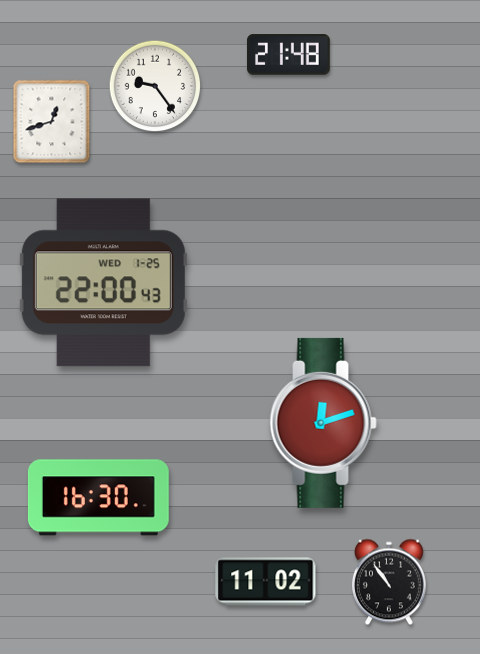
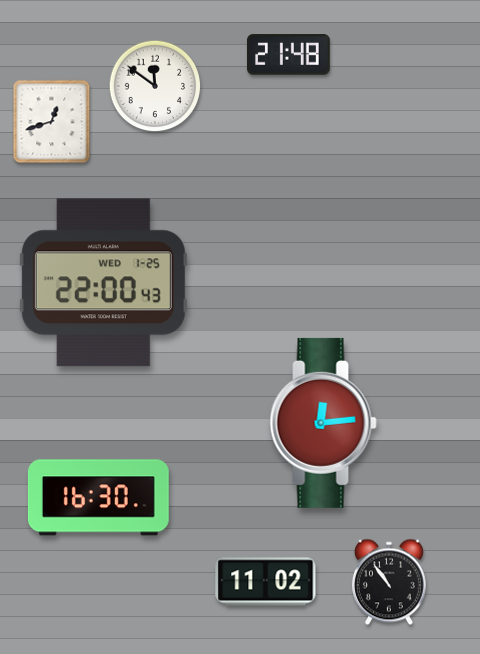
clock at (155, 86): 9:24 -> 11:51
clock at (323, 423): 12:12 -> 12:14
